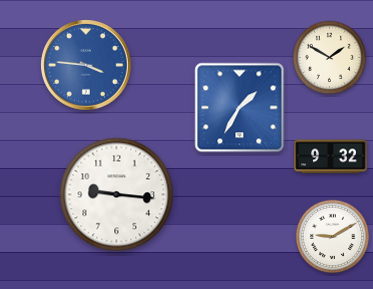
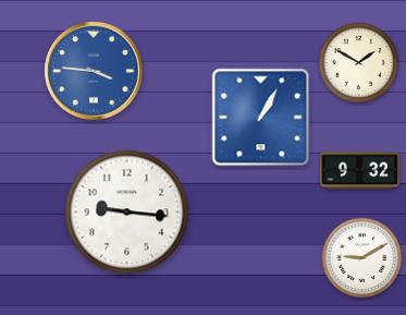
clock at (240, 108): 1:35 -> 1:05
